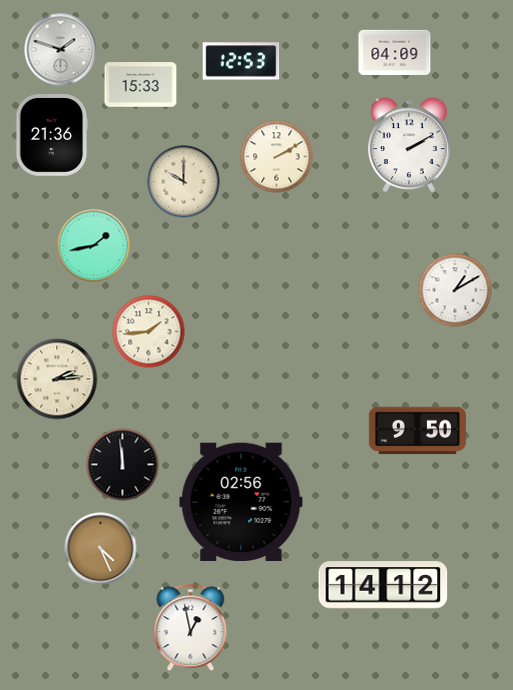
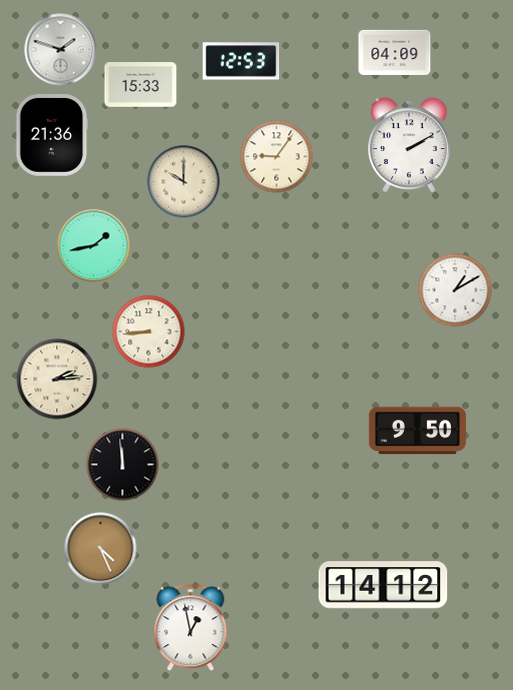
clock at (277, 157): 2:10 -> 9:06
clock at (149, 332): 1:44 -> 8:44
clock at (241, 502): 02:56 -> none
